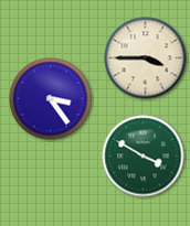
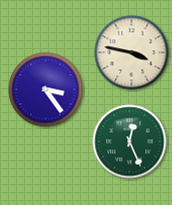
clock at (146, 58): 3:45 -> 3:47
clock at (144, 157): 3:50 -> 12:26
